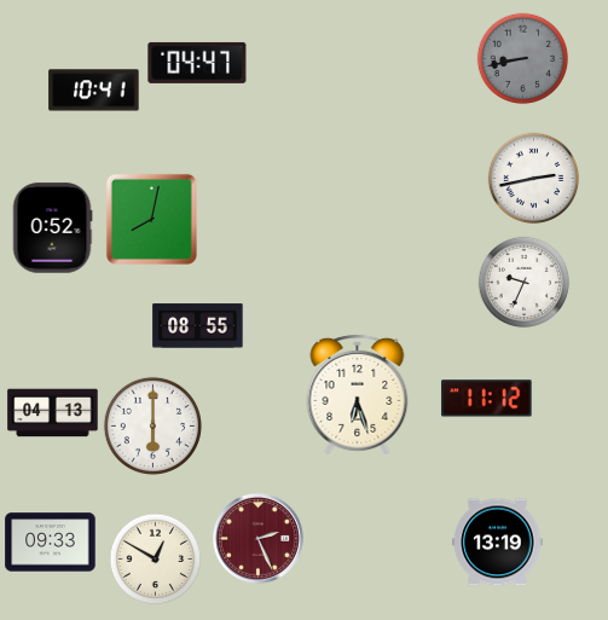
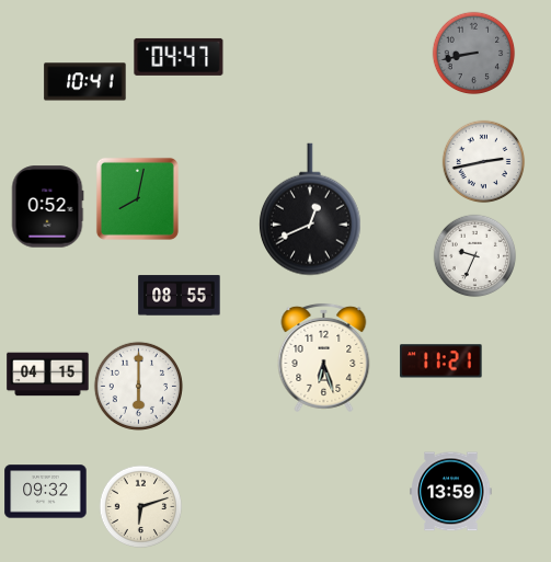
clock at (310, 209): none -> 12:41
clock at (487, 399): 11:12 -> 11:21
clock at (53, 413): 04:13 -> 04:15
clock at (257, 538): 2:26 -> none
clock at (51, 543): 09:33 -> 09:32
clock at (498, 543): 13:19 -> 13:59
clock at (156, 560): 12:50 -> 6:12
